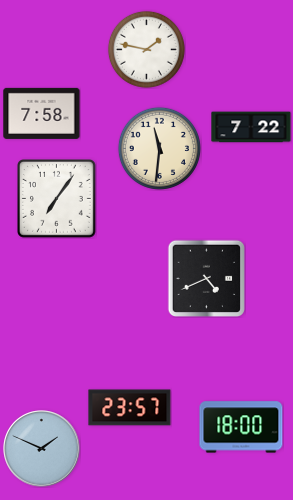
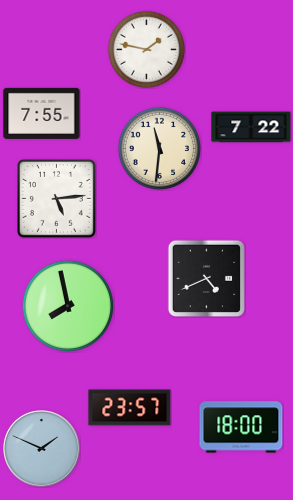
clock at (42, 113): 7:58 -> 7:55
clock at (57, 199): 7:06 -> 5:14
clock at (67, 305): none -> 7:58
